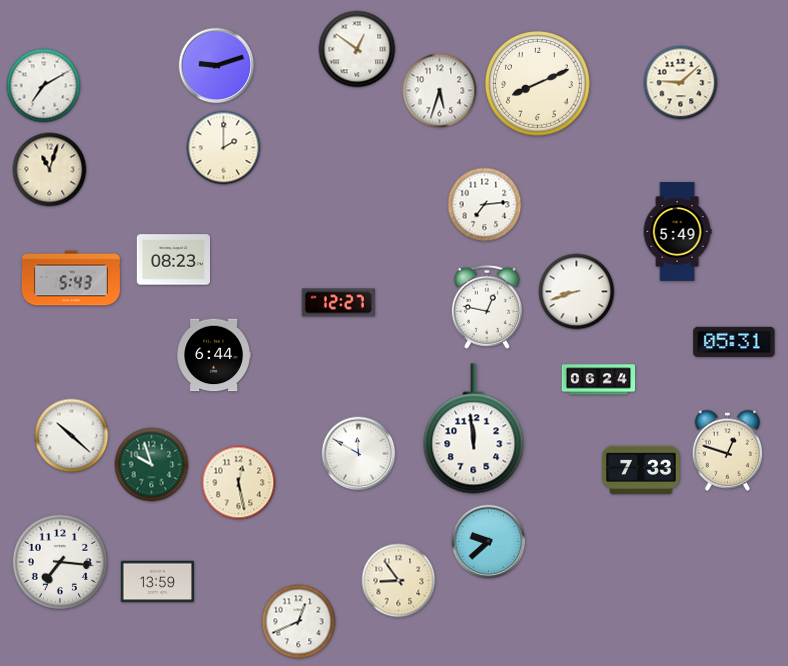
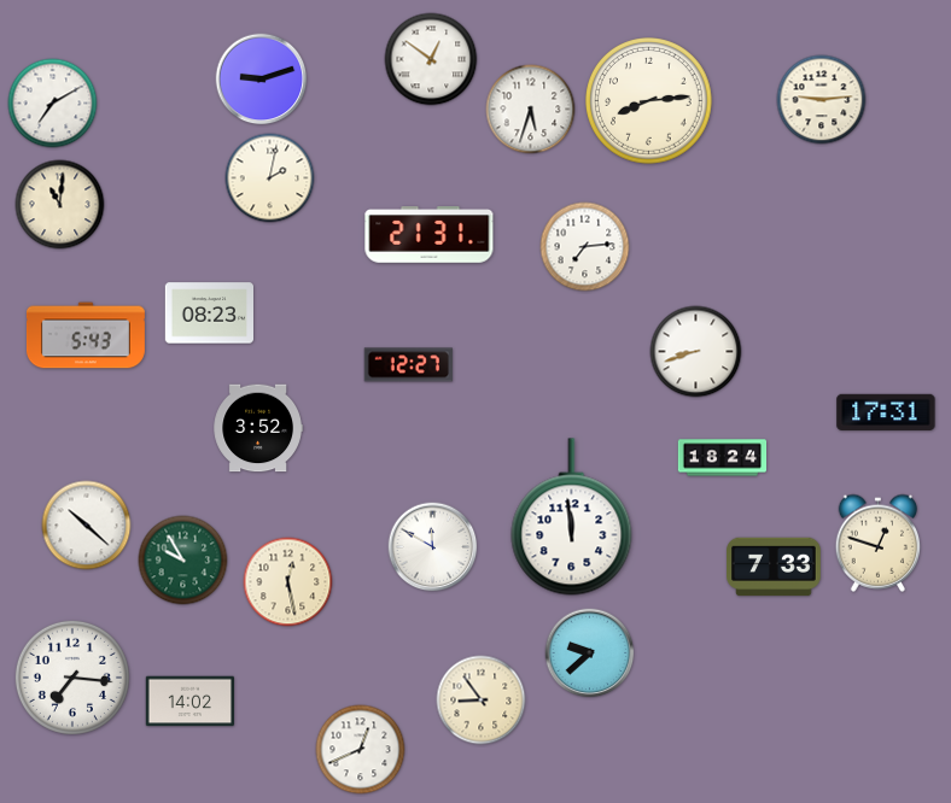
clock at (681, 83): 9:08 -> 9:14
clock at (538, 84): 8:11 -> 8:14
clock at (224, 148): 2:00 -> 2:02
clock at (50, 170): 11:03 -> 11:01
clock at (430, 235): none -> 21:31
clock at (677, 232): 5:49 -> none
clock at (487, 307): 12:47 -> none
clock at (734, 341): 05:31 -> 17:31
clock at (214, 355): 6:44 -> 3:52
clock at (599, 380): 06:24 -> 18:24
clock at (152, 465): 9:57 -> 9:55
clock at (157, 582): 13:59 -> 14:02
